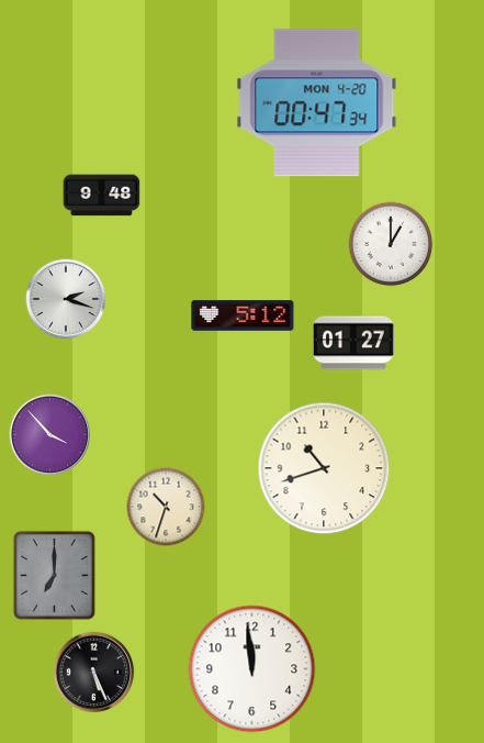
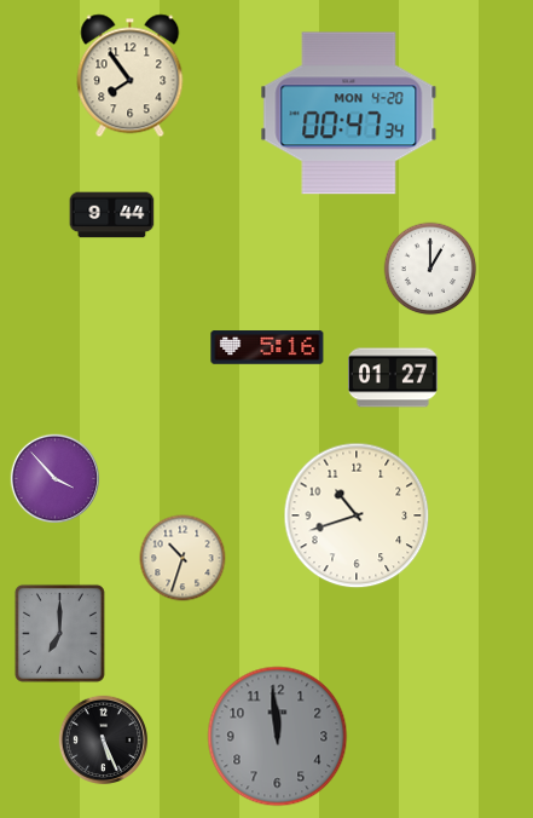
clock at (131, 76): none -> 7:54
clock at (102, 196): 9:48 -> 9:44
clock at (66, 299): 2:18 -> none
clock at (243, 315): 5:12 -> 5:16
clock at (353, 343) position: (353, 343) -> (393, 378)
clock at (252, 669) dial: white -> grey
